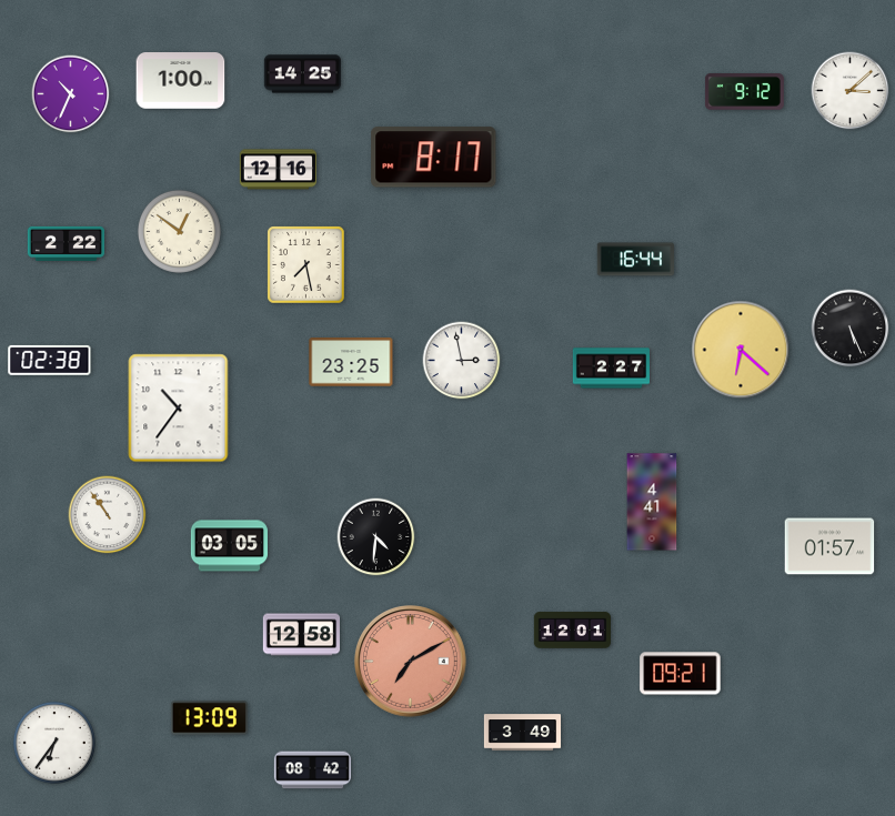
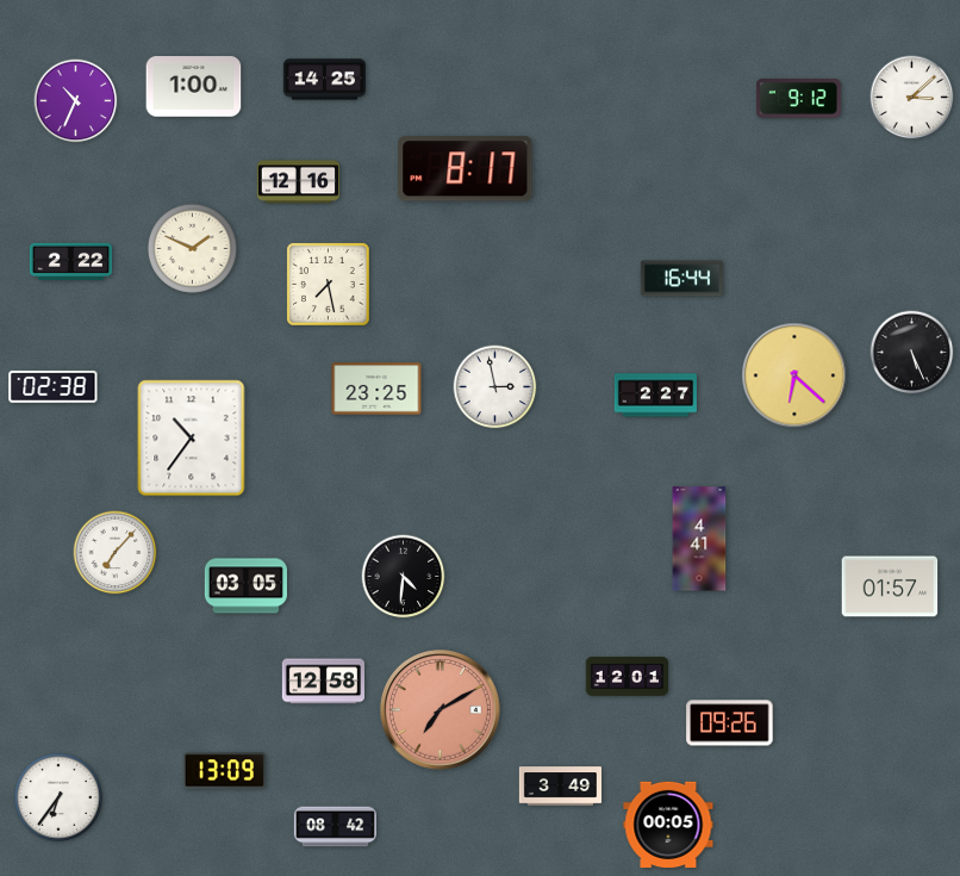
clock at (179, 231): 12:51 -> 1:49
clock at (108, 515): 10:54 -> 7:07
clock at (572, 631) position: (572, 631) -> (627, 677)
clock at (681, 674): 09:21 -> 09:26
clock at (668, 824): none -> 00:05
